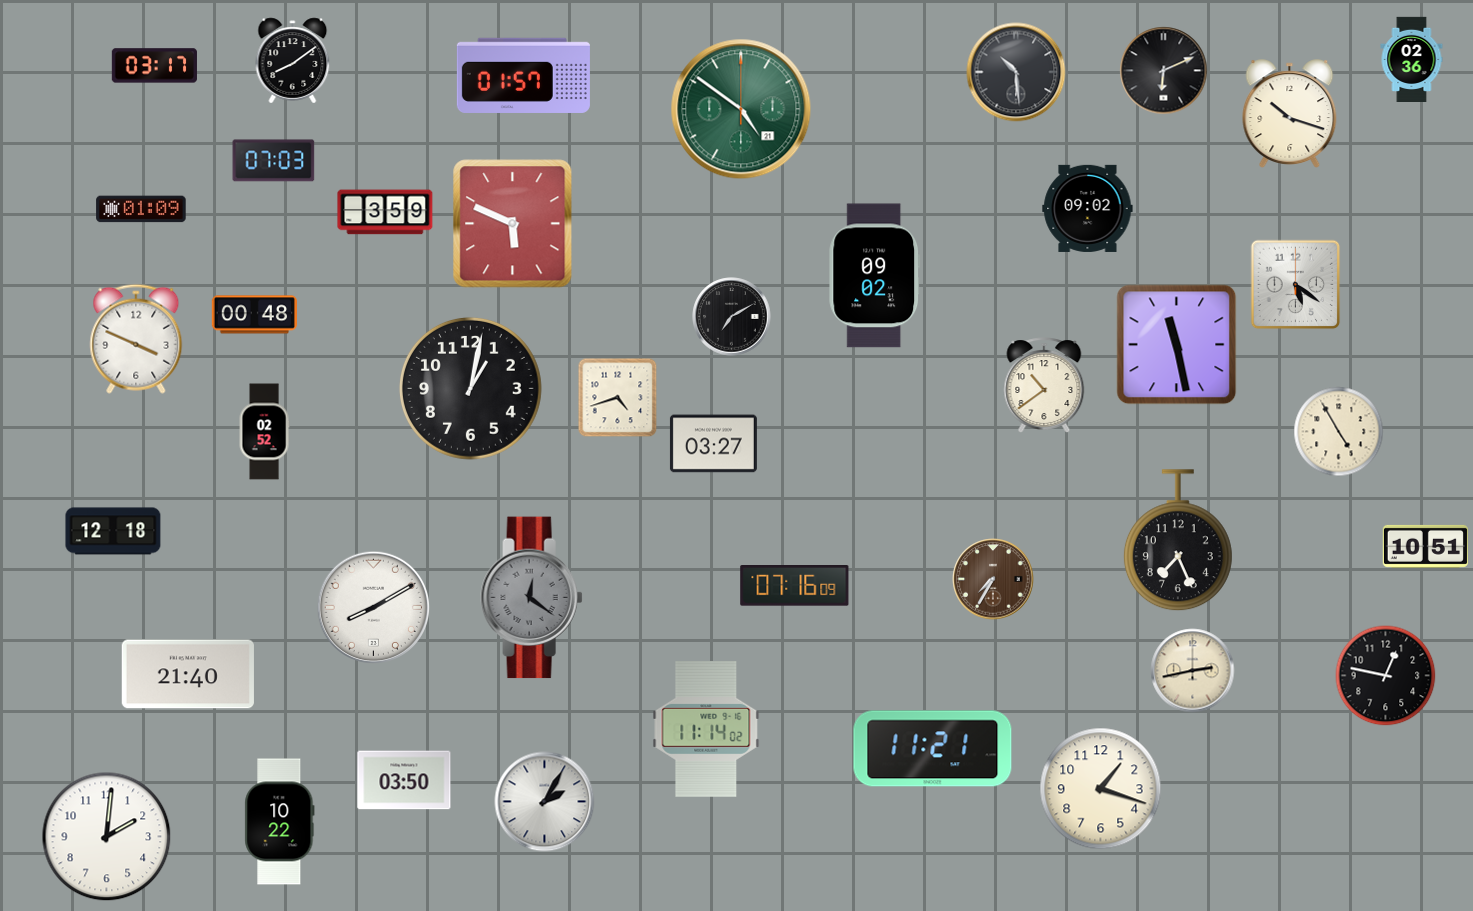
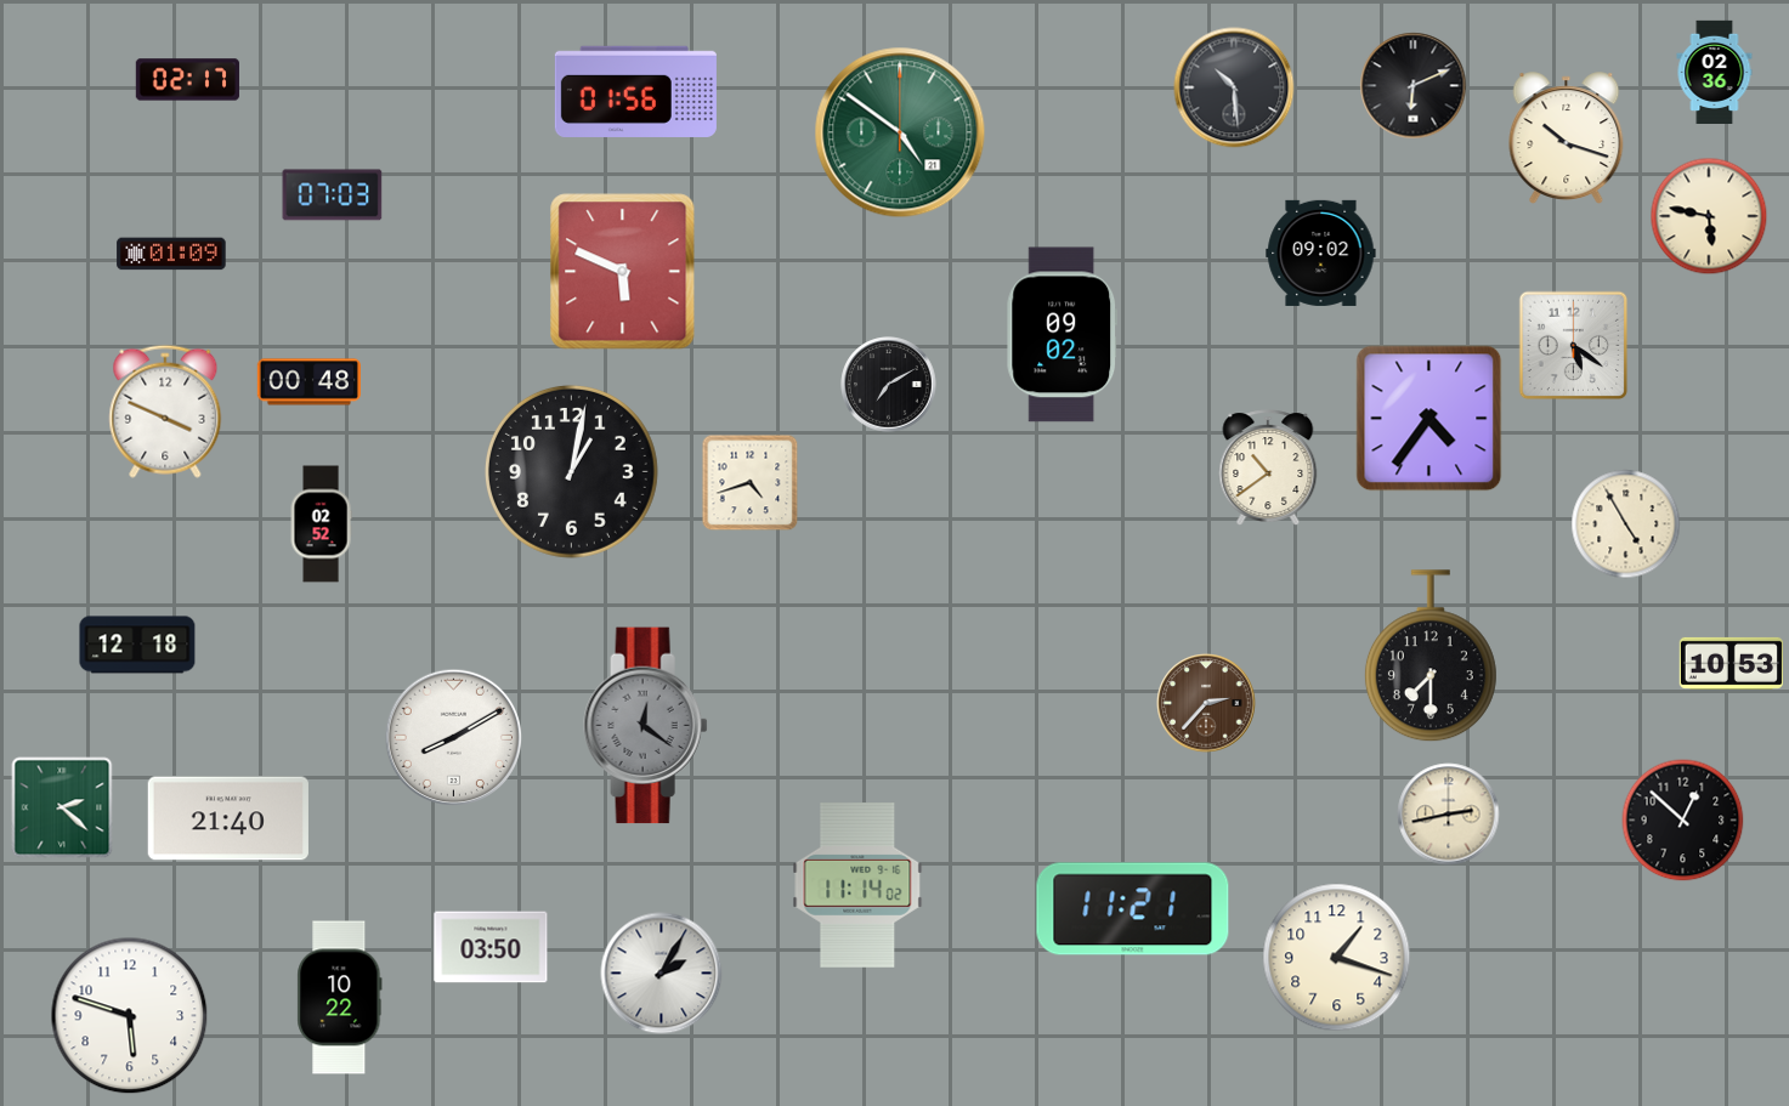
clock at (293, 61): 8:09 -> none
clock at (154, 66): 03:17 -> 02:17
clock at (523, 75): 01:57 -> 01:56
clock at (1709, 216): none -> 5:47
clock at (385, 212): 3:59 -> none
clock at (1177, 345): 11:28 -> 4:36
clock at (713, 444): 03:27 -> none
clock at (1178, 541): 7:26 -> 7:30
clock at (1425, 546): 10:51 -> 10:53
clock at (993, 579): 7:35 -> 2:37
clock at (795, 586): 07:16 -> none
clock at (62, 807): none -> 2:22
clock at (1386, 676): 12:47 -> 12:52
clock at (107, 837): 2:01 -> 5:48
